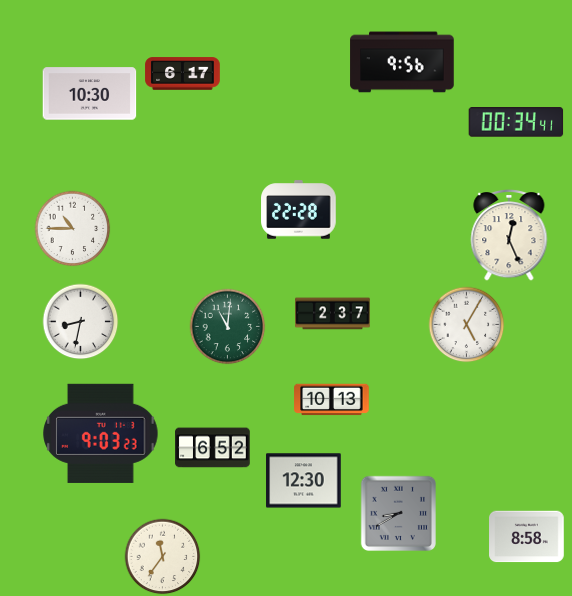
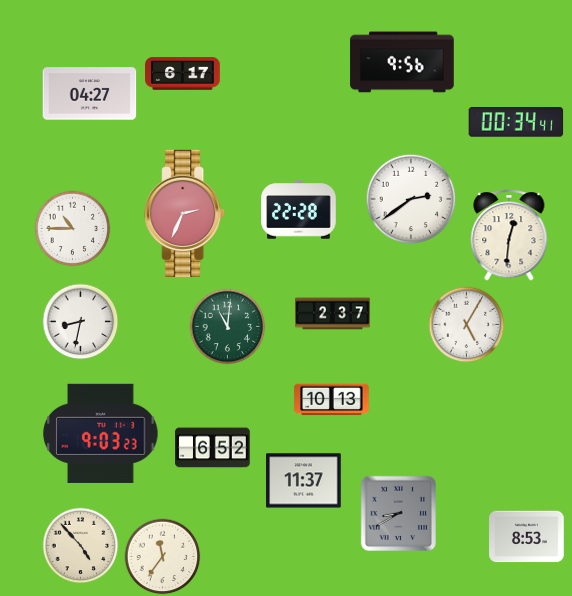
clock at (90, 94): 10:30 -> 04:27
clock at (411, 199): none -> 2:39
clock at (185, 213): none -> 2:34
clock at (509, 235): 12:26 -> 12:31
clock at (304, 481): 12:30 -> 11:37
clock at (527, 537): 8:58 -> 8:53
clock at (81, 546): none -> 4:53
